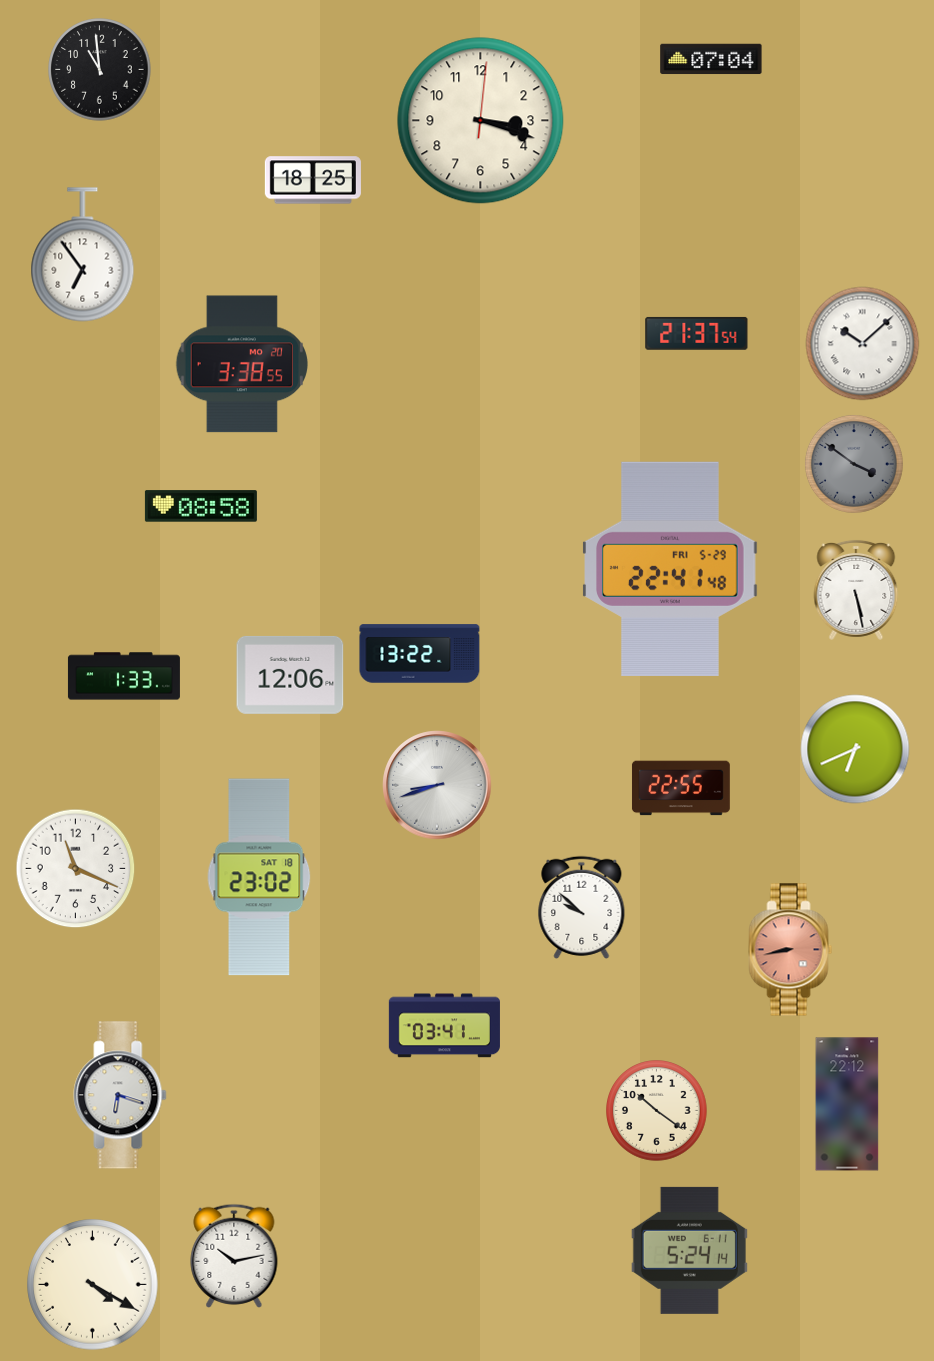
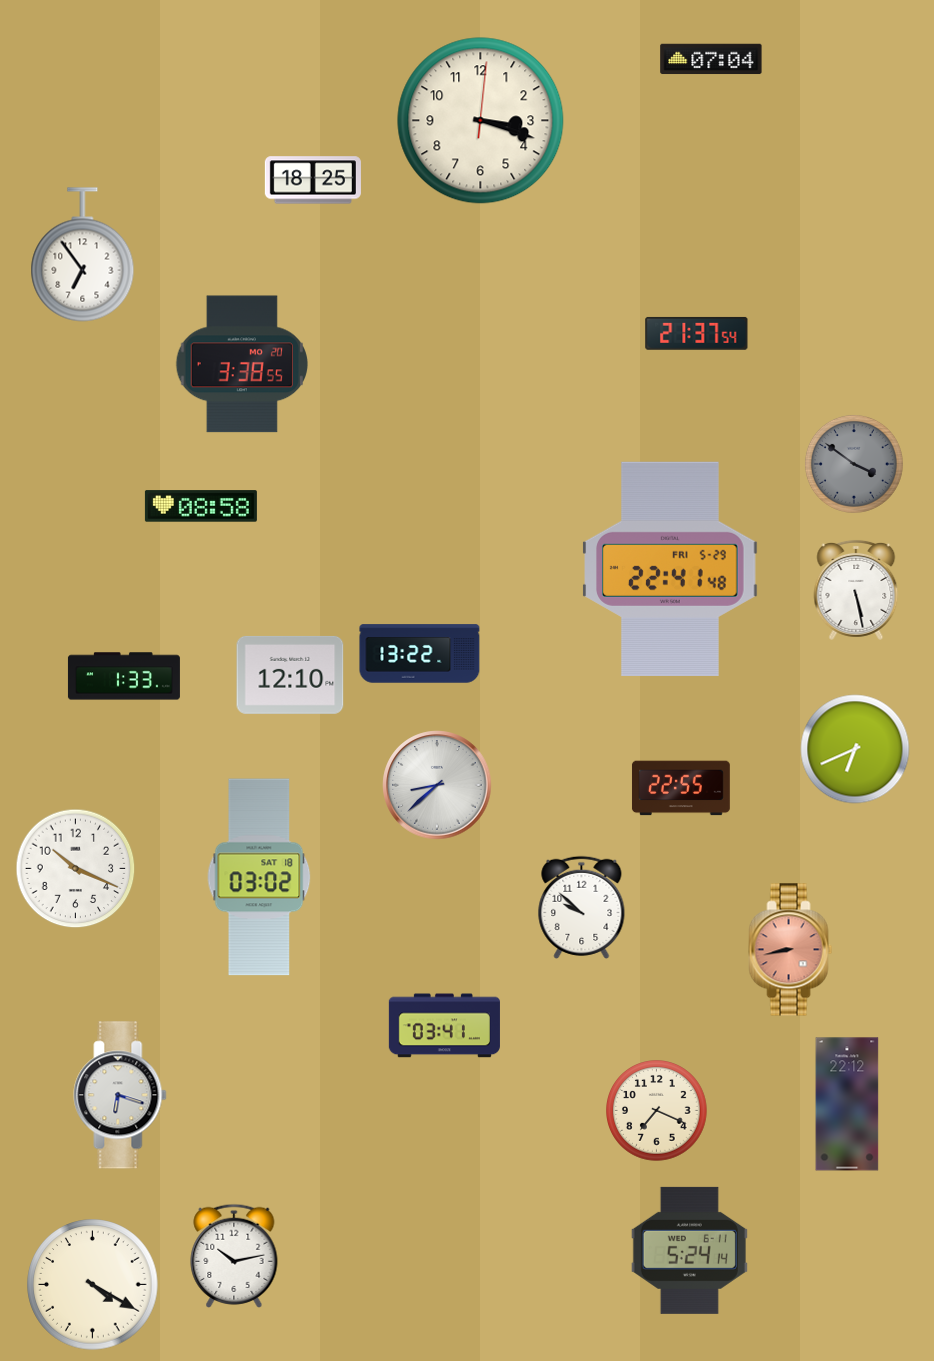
clock at (100, 70): 10:59 -> none
clock at (863, 344): 10:08 -> none
clock at (290, 675): 12:06 -> 12:10
clock at (437, 785): 8:42 -> 8:38
clock at (76, 869): 11:19 -> 10:19
clock at (259, 877): 23:02 -> 03:02
clock at (657, 1111): 10:21 -> 7:19
